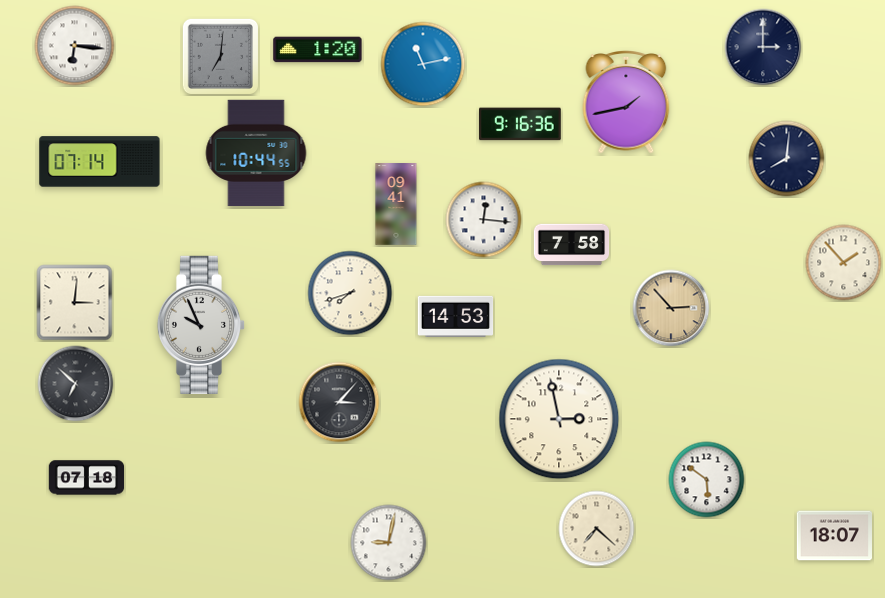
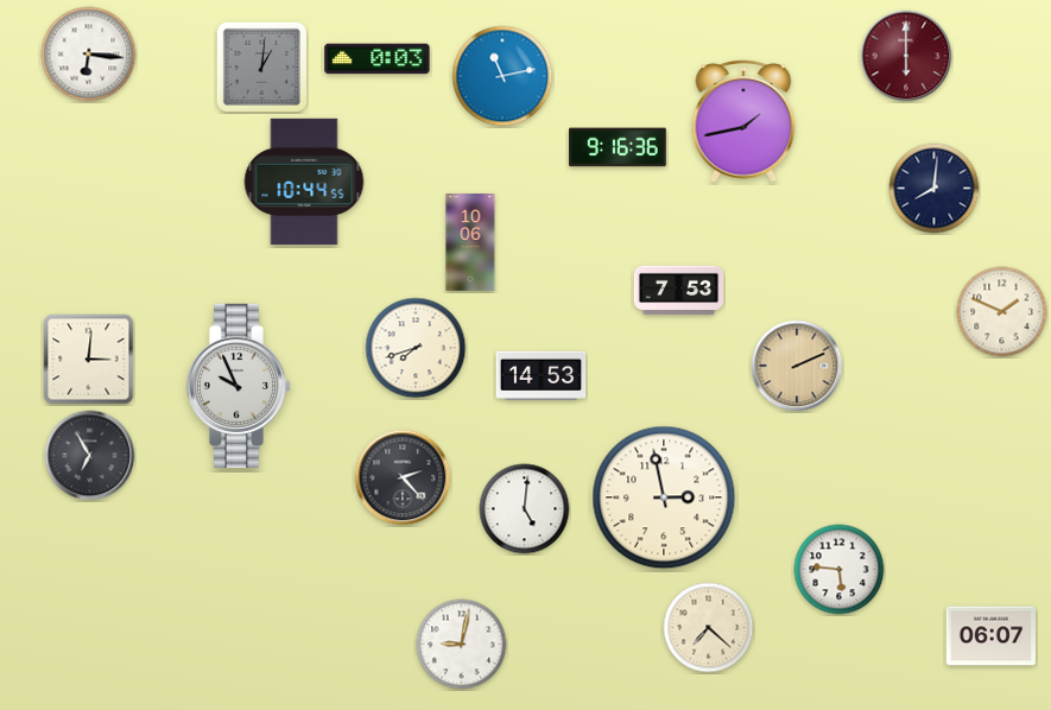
clock at (763, 47): 3:00 -> 6:00
clock at (763, 47) dial: navy -> burgundy
clock at (318, 50): 1:20 -> 0:03
clock at (220, 56): 7:01 -> 1:01
clock at (100, 162): 07:14 -> none
clock at (396, 204): 09:41 -> 10:06
clock at (484, 220): 12:16 -> none
clock at (572, 245): 7:58 -> 7:53
clock at (844, 263): 1:53 -> 1:49
clock at (671, 308): 2:53 -> 2:11
clock at (76, 384): 6:52 -> 6:55
clock at (339, 402): 3:07 -> 2:23
clock at (525, 509): none -> 5:01
clock at (87, 478): 07:18 -> none
clock at (707, 480): 5:51 -> 5:46
clock at (835, 536): 18:07 -> 06:07
